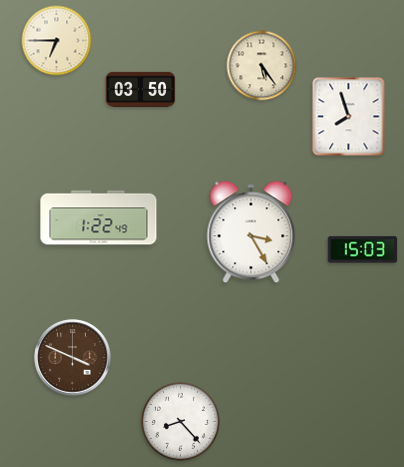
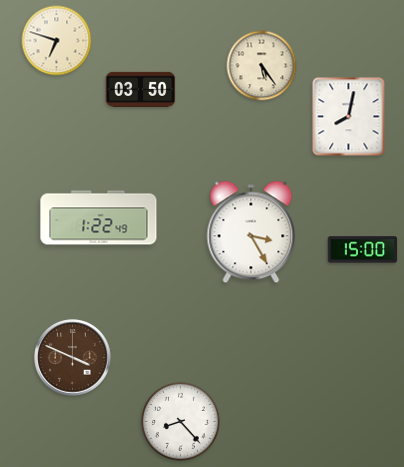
clock at (57, 41): 6:45 -> 6:48
clock at (349, 117): 7:57 -> 8:02
clock at (363, 250): 15:03 -> 15:00
